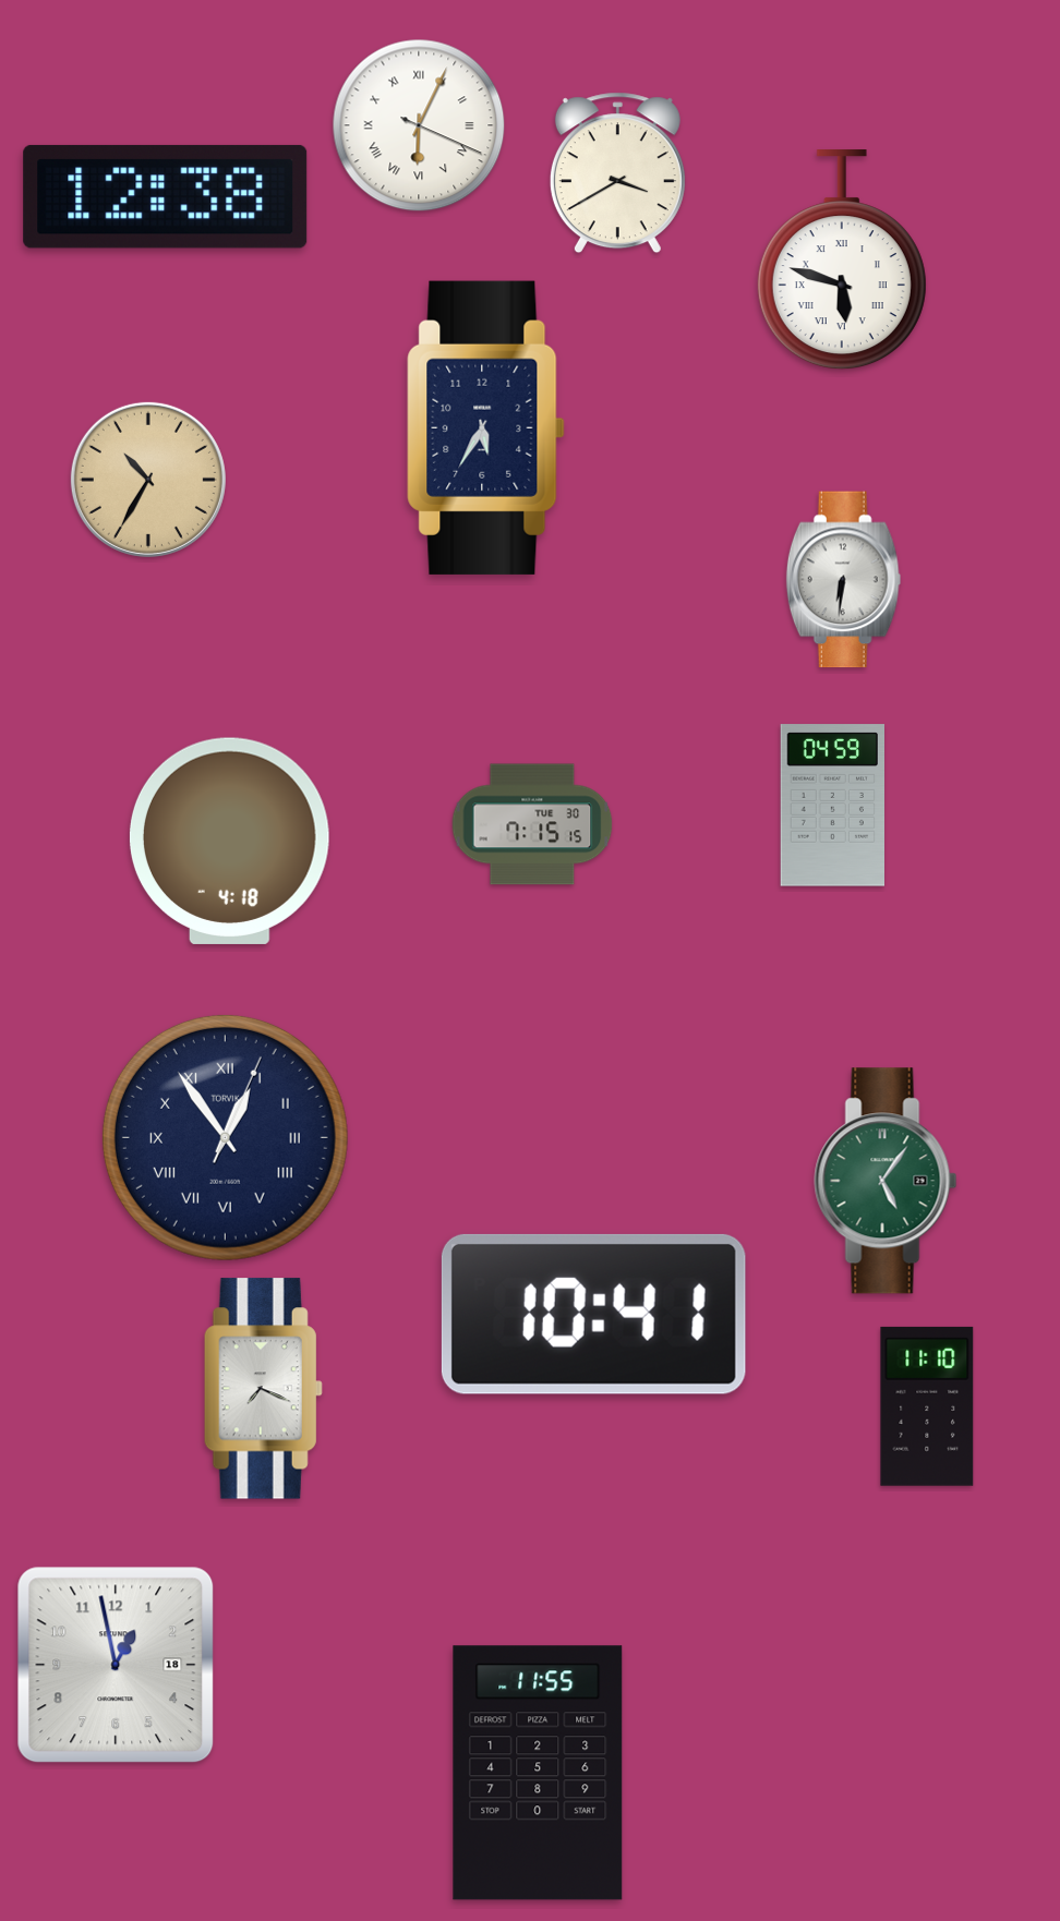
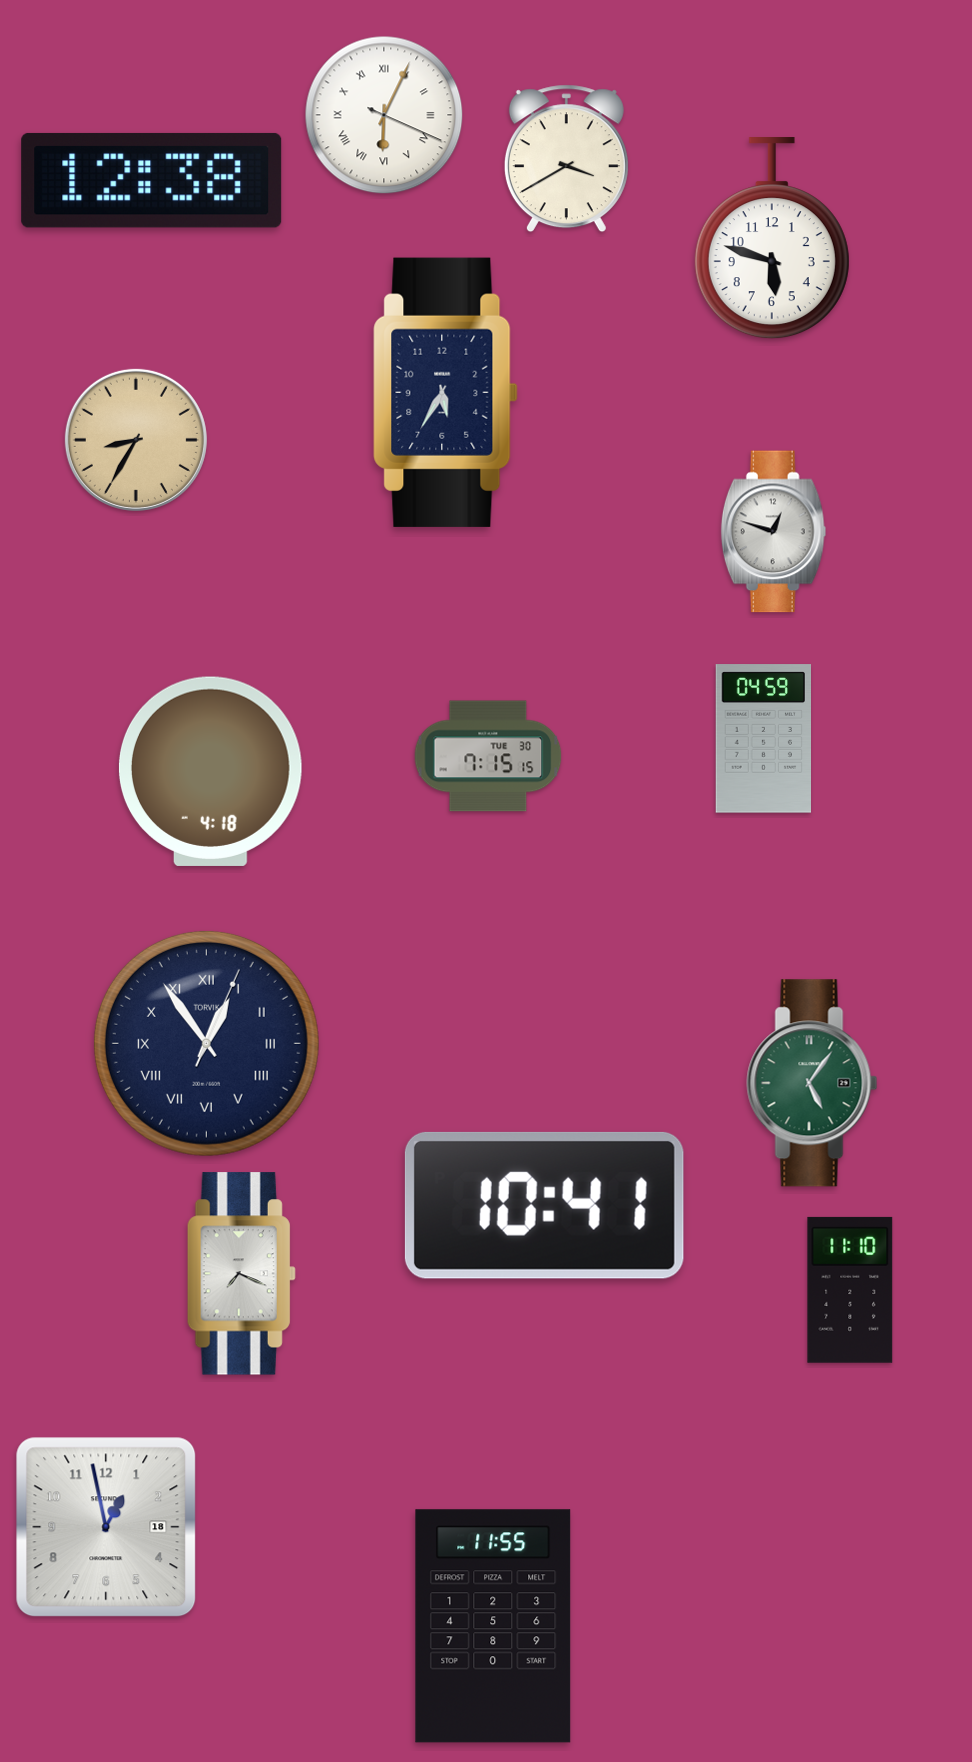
clock at (842, 261) numerals: Roman -> Arabic
clock at (148, 480): 10:35 -> 8:35
clock at (844, 580): 6:31 -> 12:48
